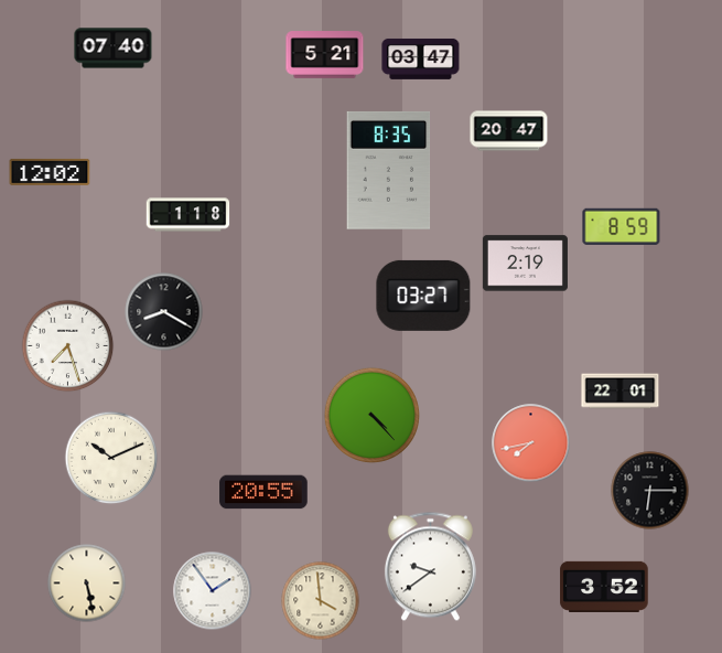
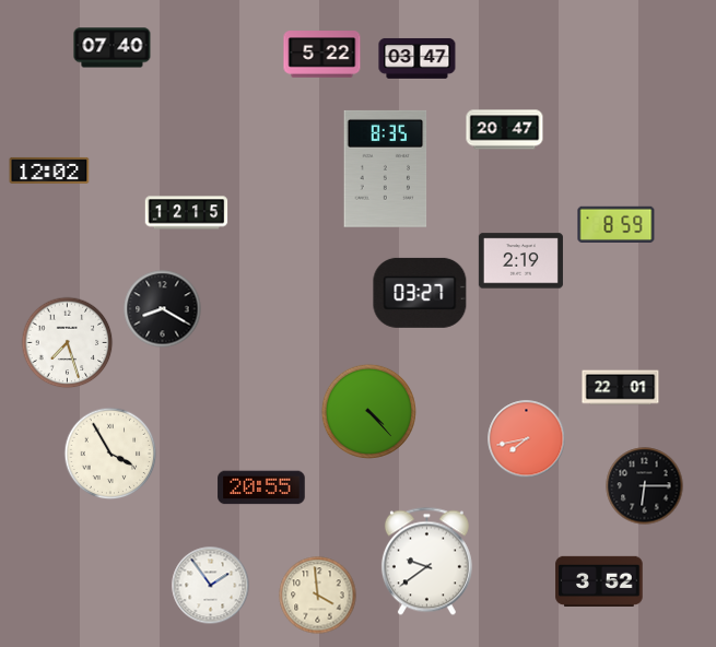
clock at (325, 55): 5:21 -> 5:22
clock at (188, 215): 1:18 -> 12:15
clock at (621, 392) position: (621, 392) -> (621, 388)
clock at (111, 458): 10:11 -> 3:55
clock at (87, 584): 5:28 -> none
